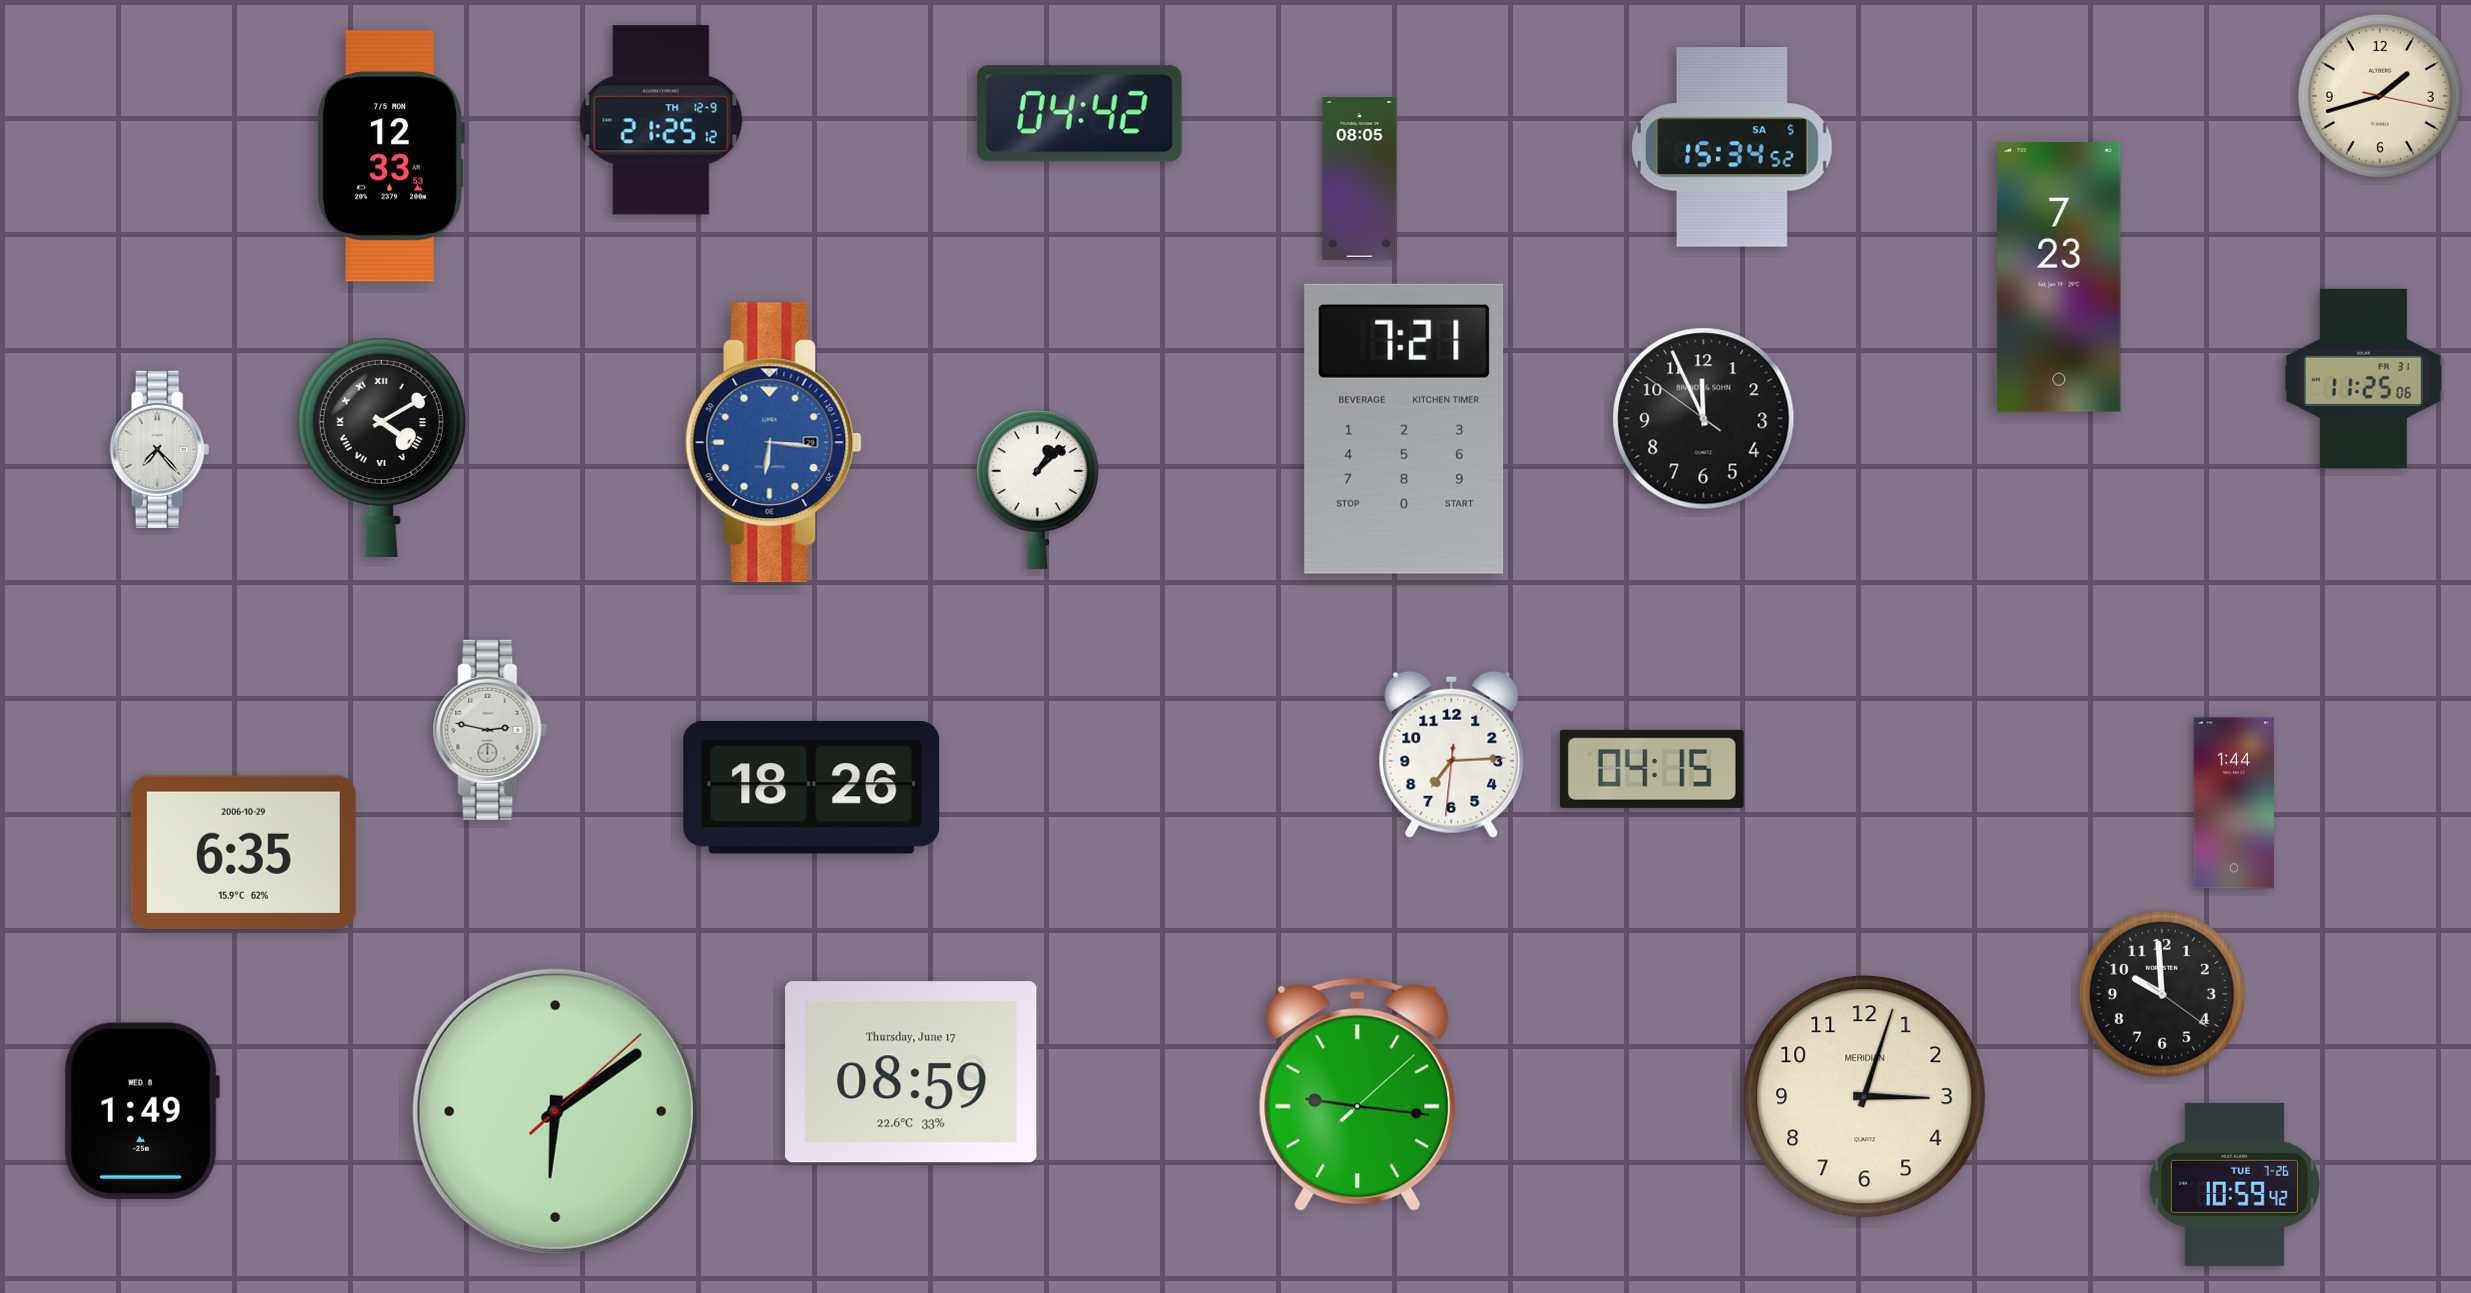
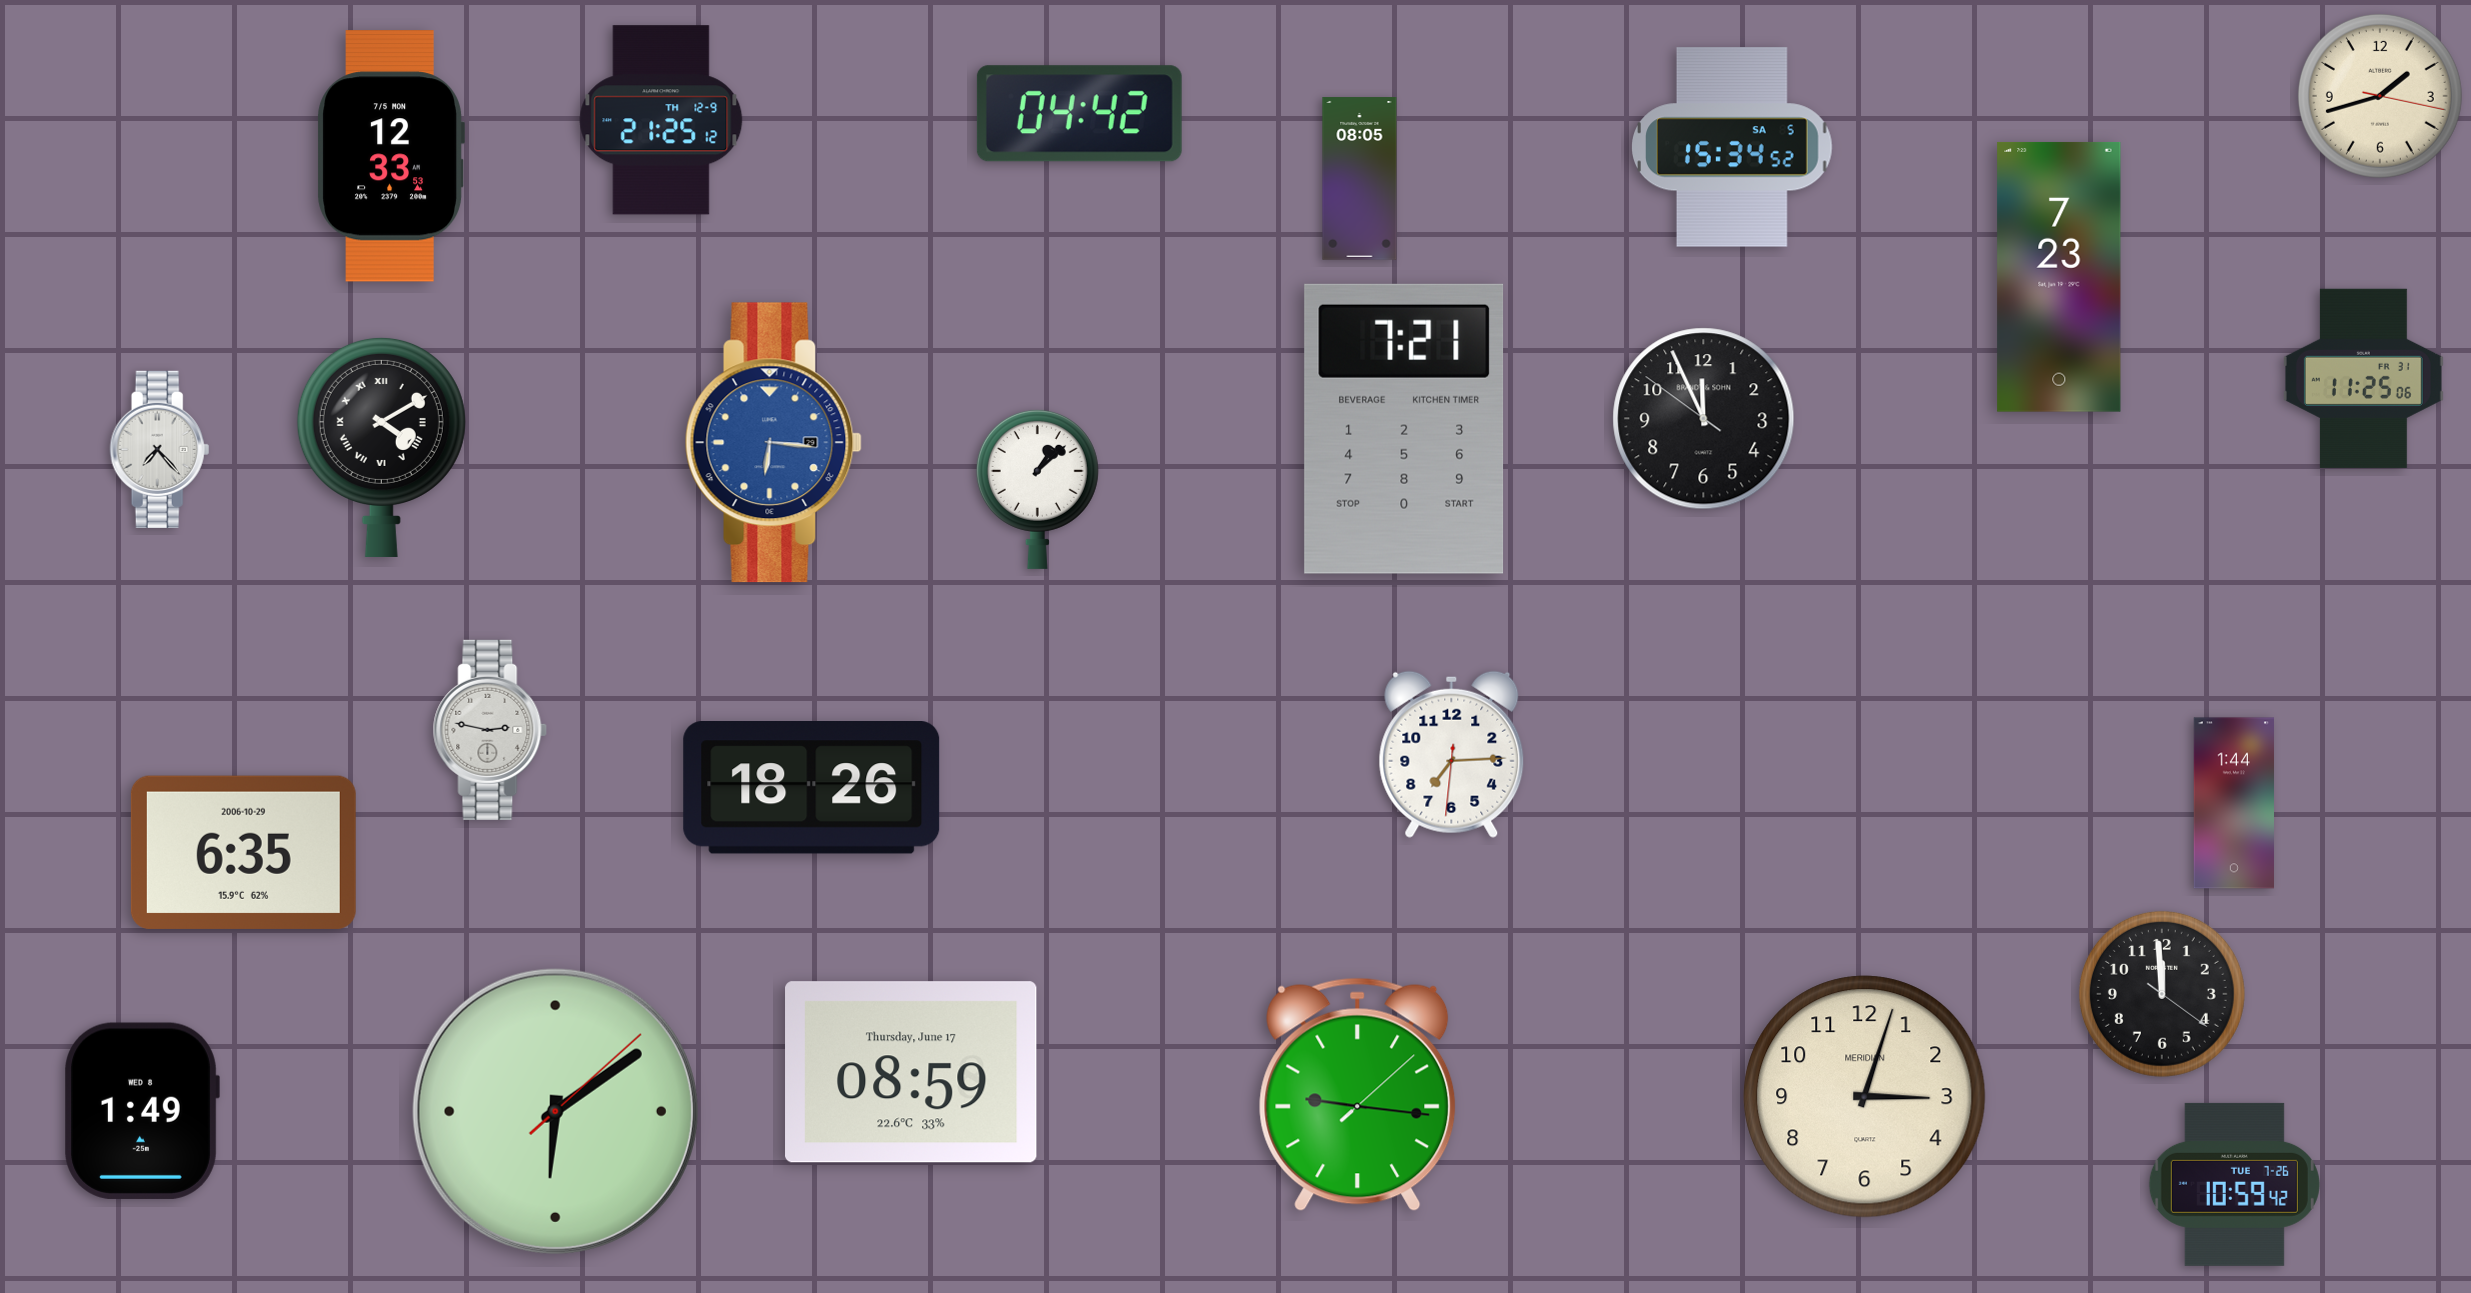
clock at (1652, 769): 04:15 -> none
clock at (2162, 994): 9:59 -> 11:59
